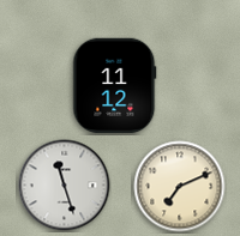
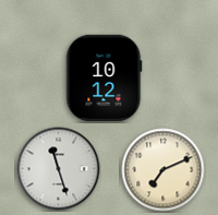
clock at (115, 86): 11:12 -> 10:12
